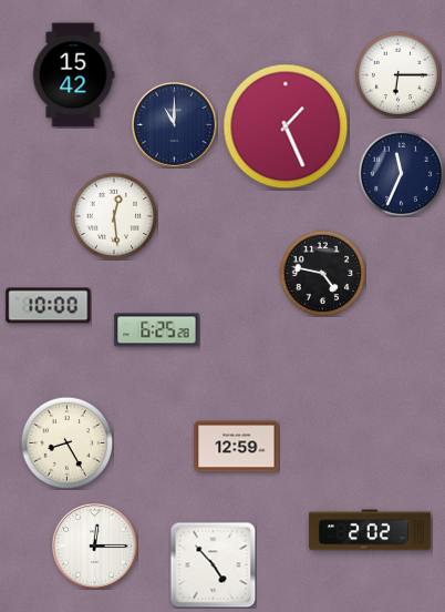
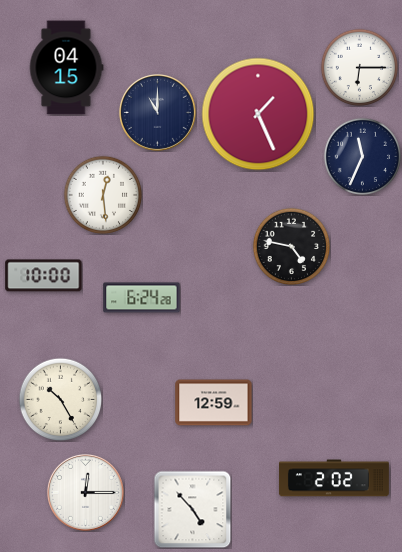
clock at (73, 75): 15:42 -> 04:15
clock at (157, 330): 6:25 -> 6:24
clock at (66, 442): 8:25 -> 10:25
